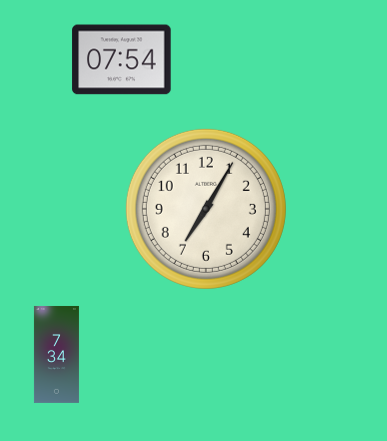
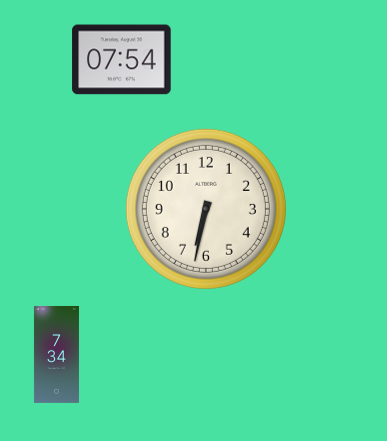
clock at (206, 209): 7:05 -> 6:32
